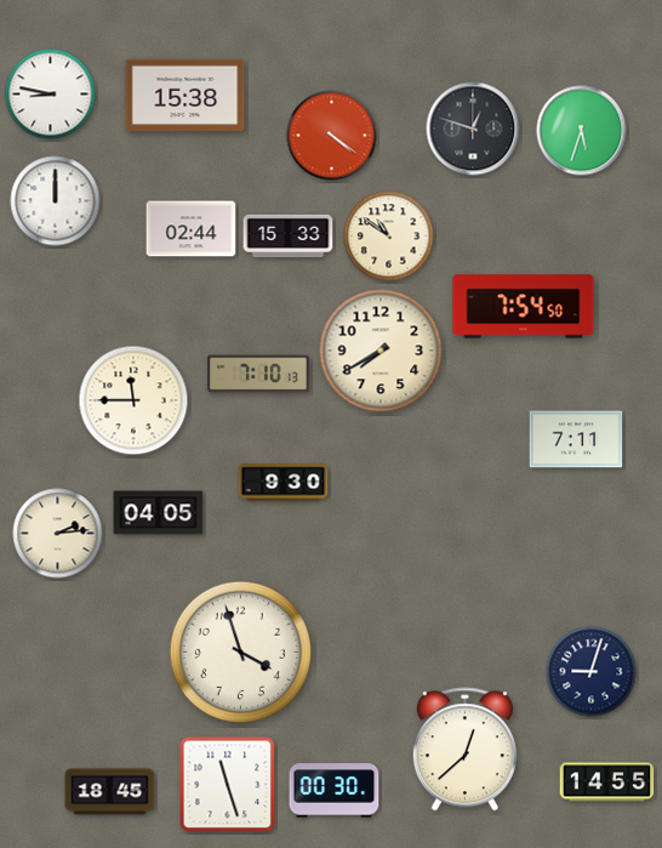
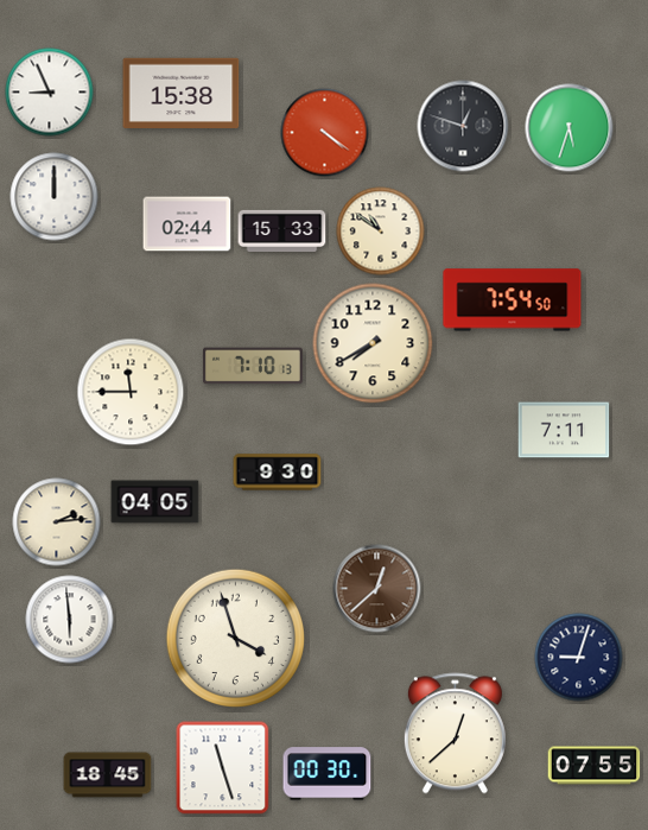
clock at (51, 95): 8:47 -> 8:56
clock at (377, 589): none -> 12:38
clock at (70, 620): none -> 5:59
clock at (607, 782): 14:55 -> 07:55
